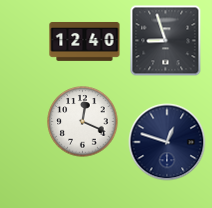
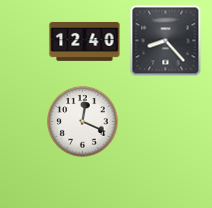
clock at (166, 41): 8:57 -> 8:23
clock at (167, 142): 12:48 -> none
